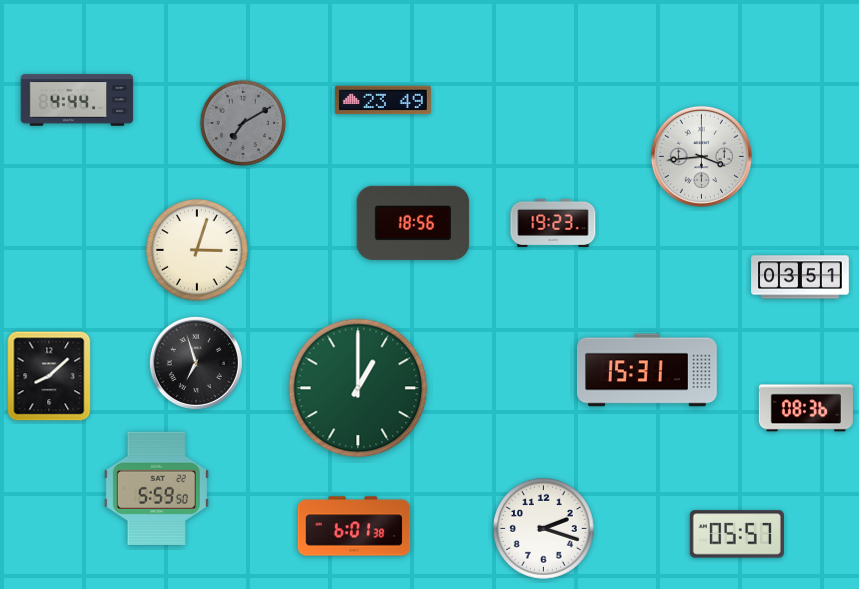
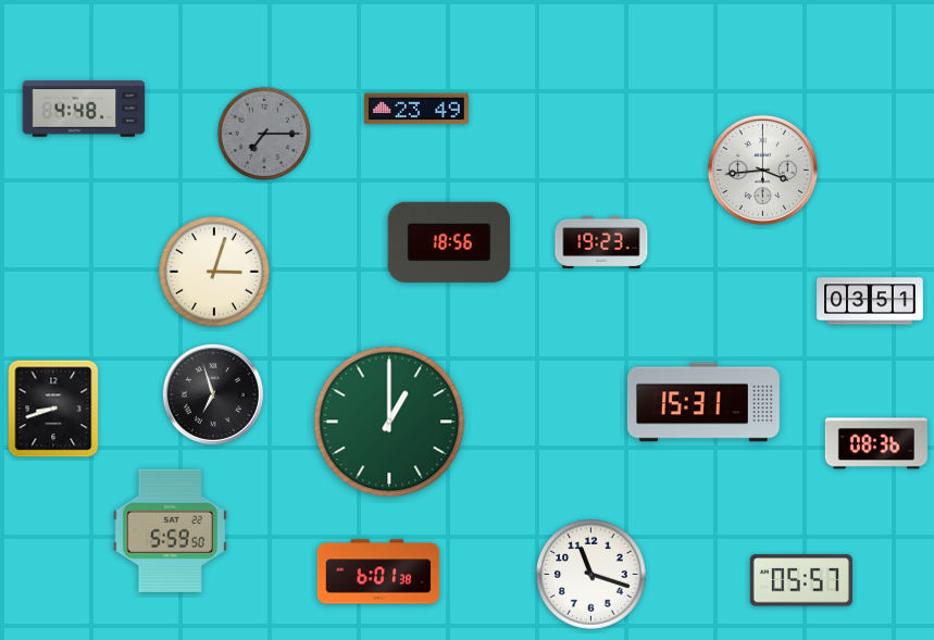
clock at (77, 100): 4:44 -> 4:48
clock at (243, 123): 7:10 -> 7:15
clock at (49, 376): 8:08 -> 8:42
clock at (354, 526) position: (354, 526) -> (378, 572)
clock at (544, 529): 2:18 -> 11:18
